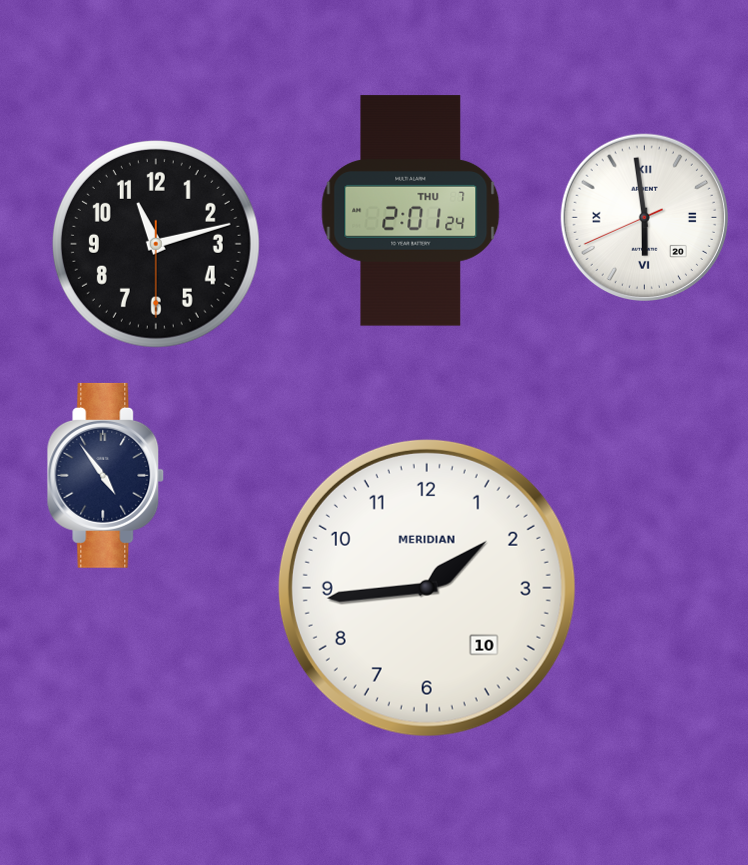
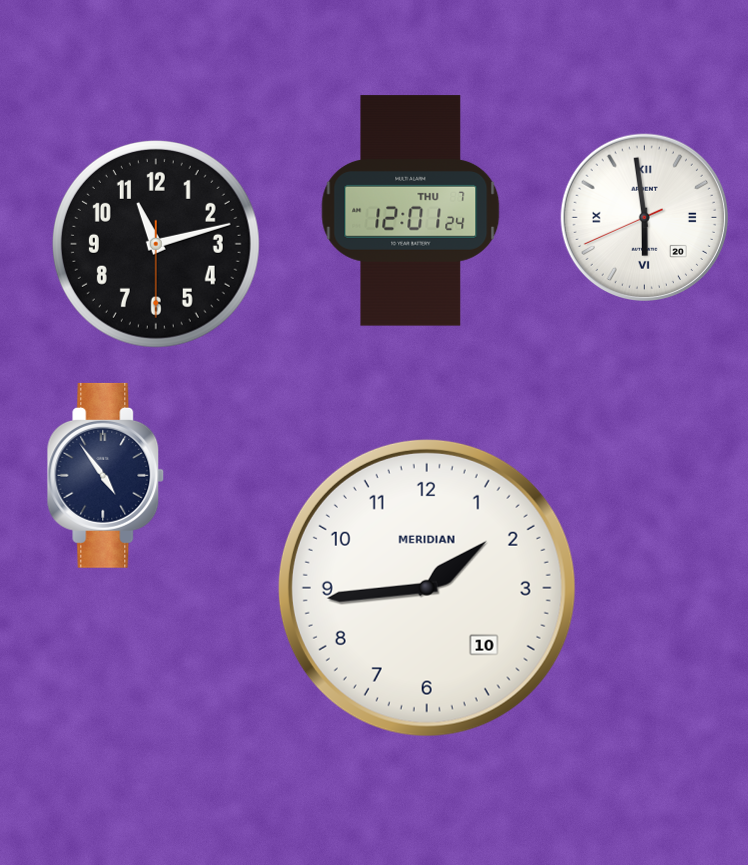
clock at (411, 211): 2:01 -> 12:01
